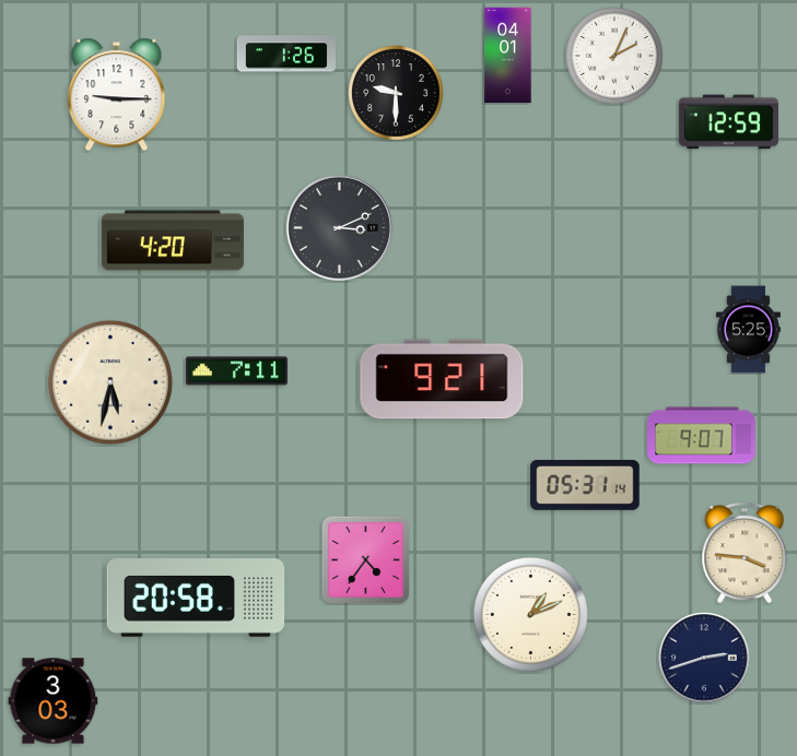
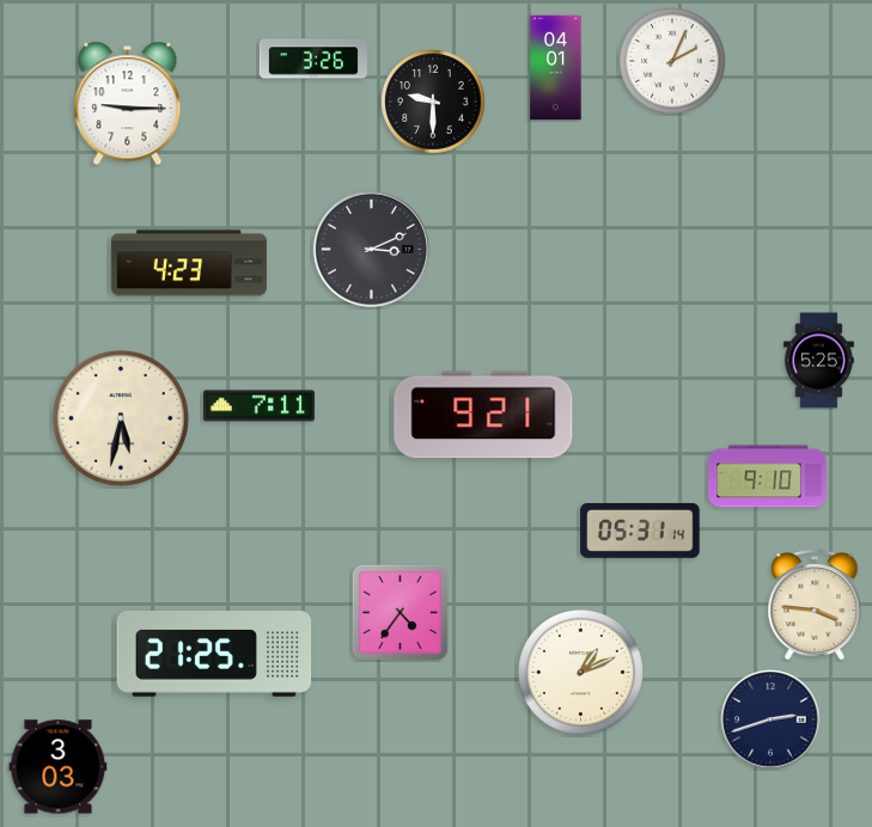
clock at (285, 54): 1:26 -> 3:26
clock at (508, 56) position: (508, 56) -> (556, 68)
clock at (728, 122): 12:59 -> none
clock at (173, 240): 4:20 -> 4:23
clock at (702, 436): 9:07 -> 9:10
clock at (196, 598): 20:58 -> 21:25
